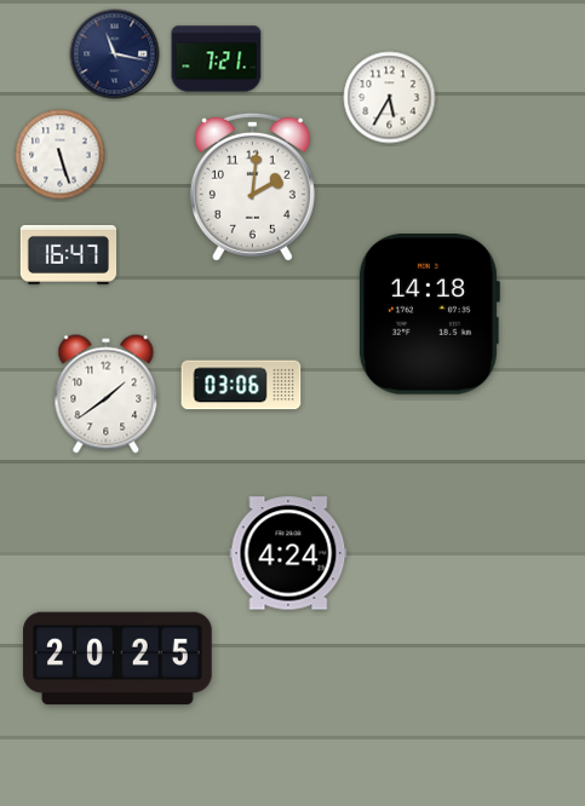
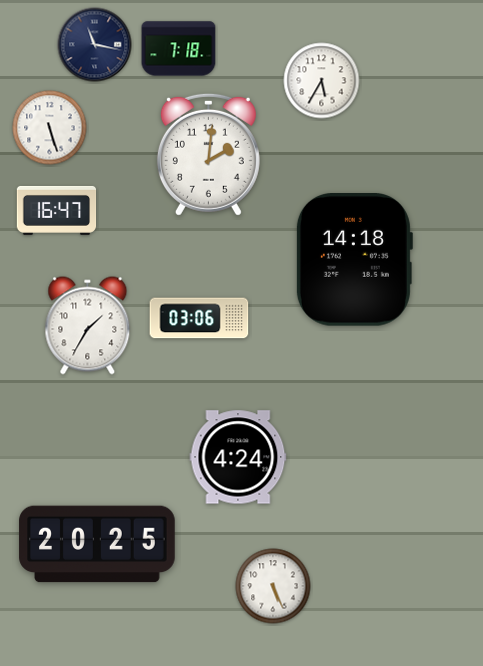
clock at (217, 59): 7:21 -> 7:18
clock at (107, 395): 1:39 -> 1:35
clock at (273, 586): none -> 5:26
